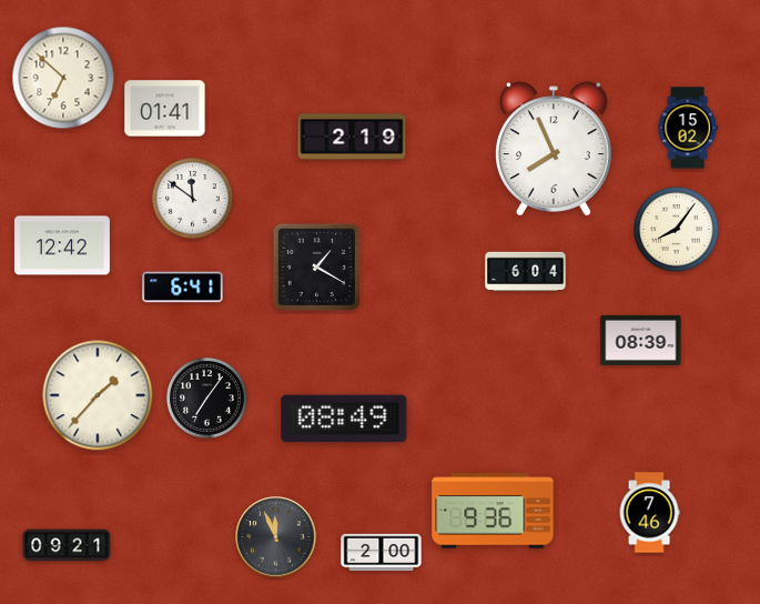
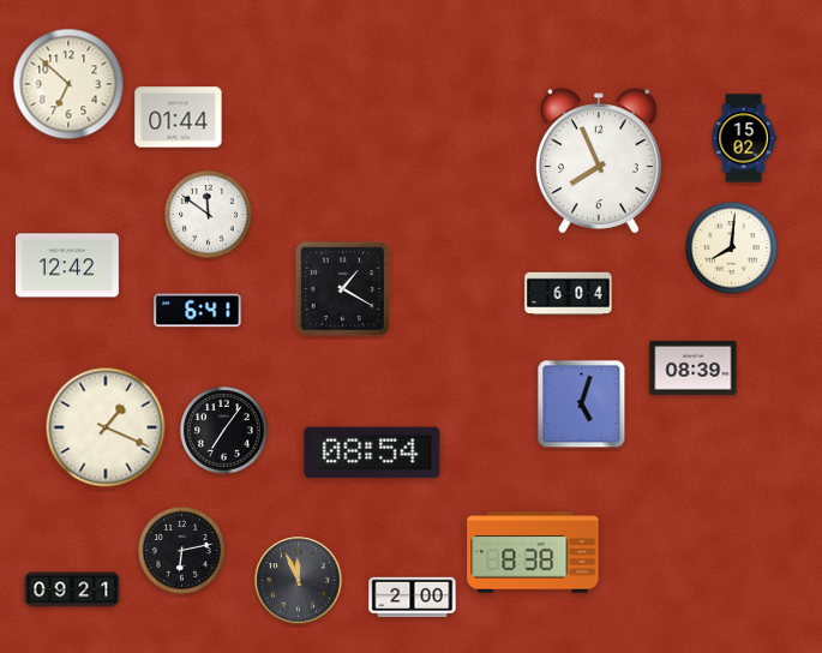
clock at (165, 109): 01:41 -> 01:44
clock at (352, 137): 2:19 -> none
clock at (677, 230): 8:06 -> 8:01
clock at (582, 405): none -> 5:03
clock at (98, 395): 1:37 -> 1:19
clock at (344, 419): 08:49 -> 08:54
clock at (181, 550): none -> 6:13
clock at (493, 511): 9:36 -> 8:38
clock at (649, 513): 7:46 -> none
